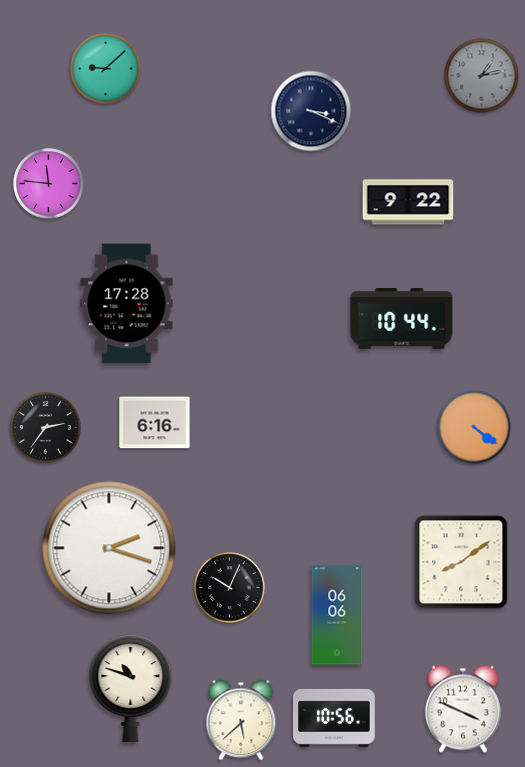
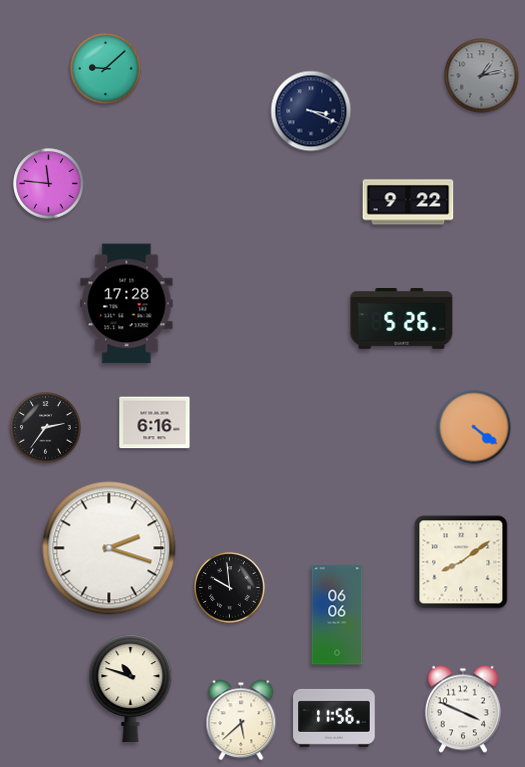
clock at (402, 319): 10:44 -> 5:26
clock at (230, 588): 10:04 -> 9:59
clock at (334, 718): 10:56 -> 11:56
